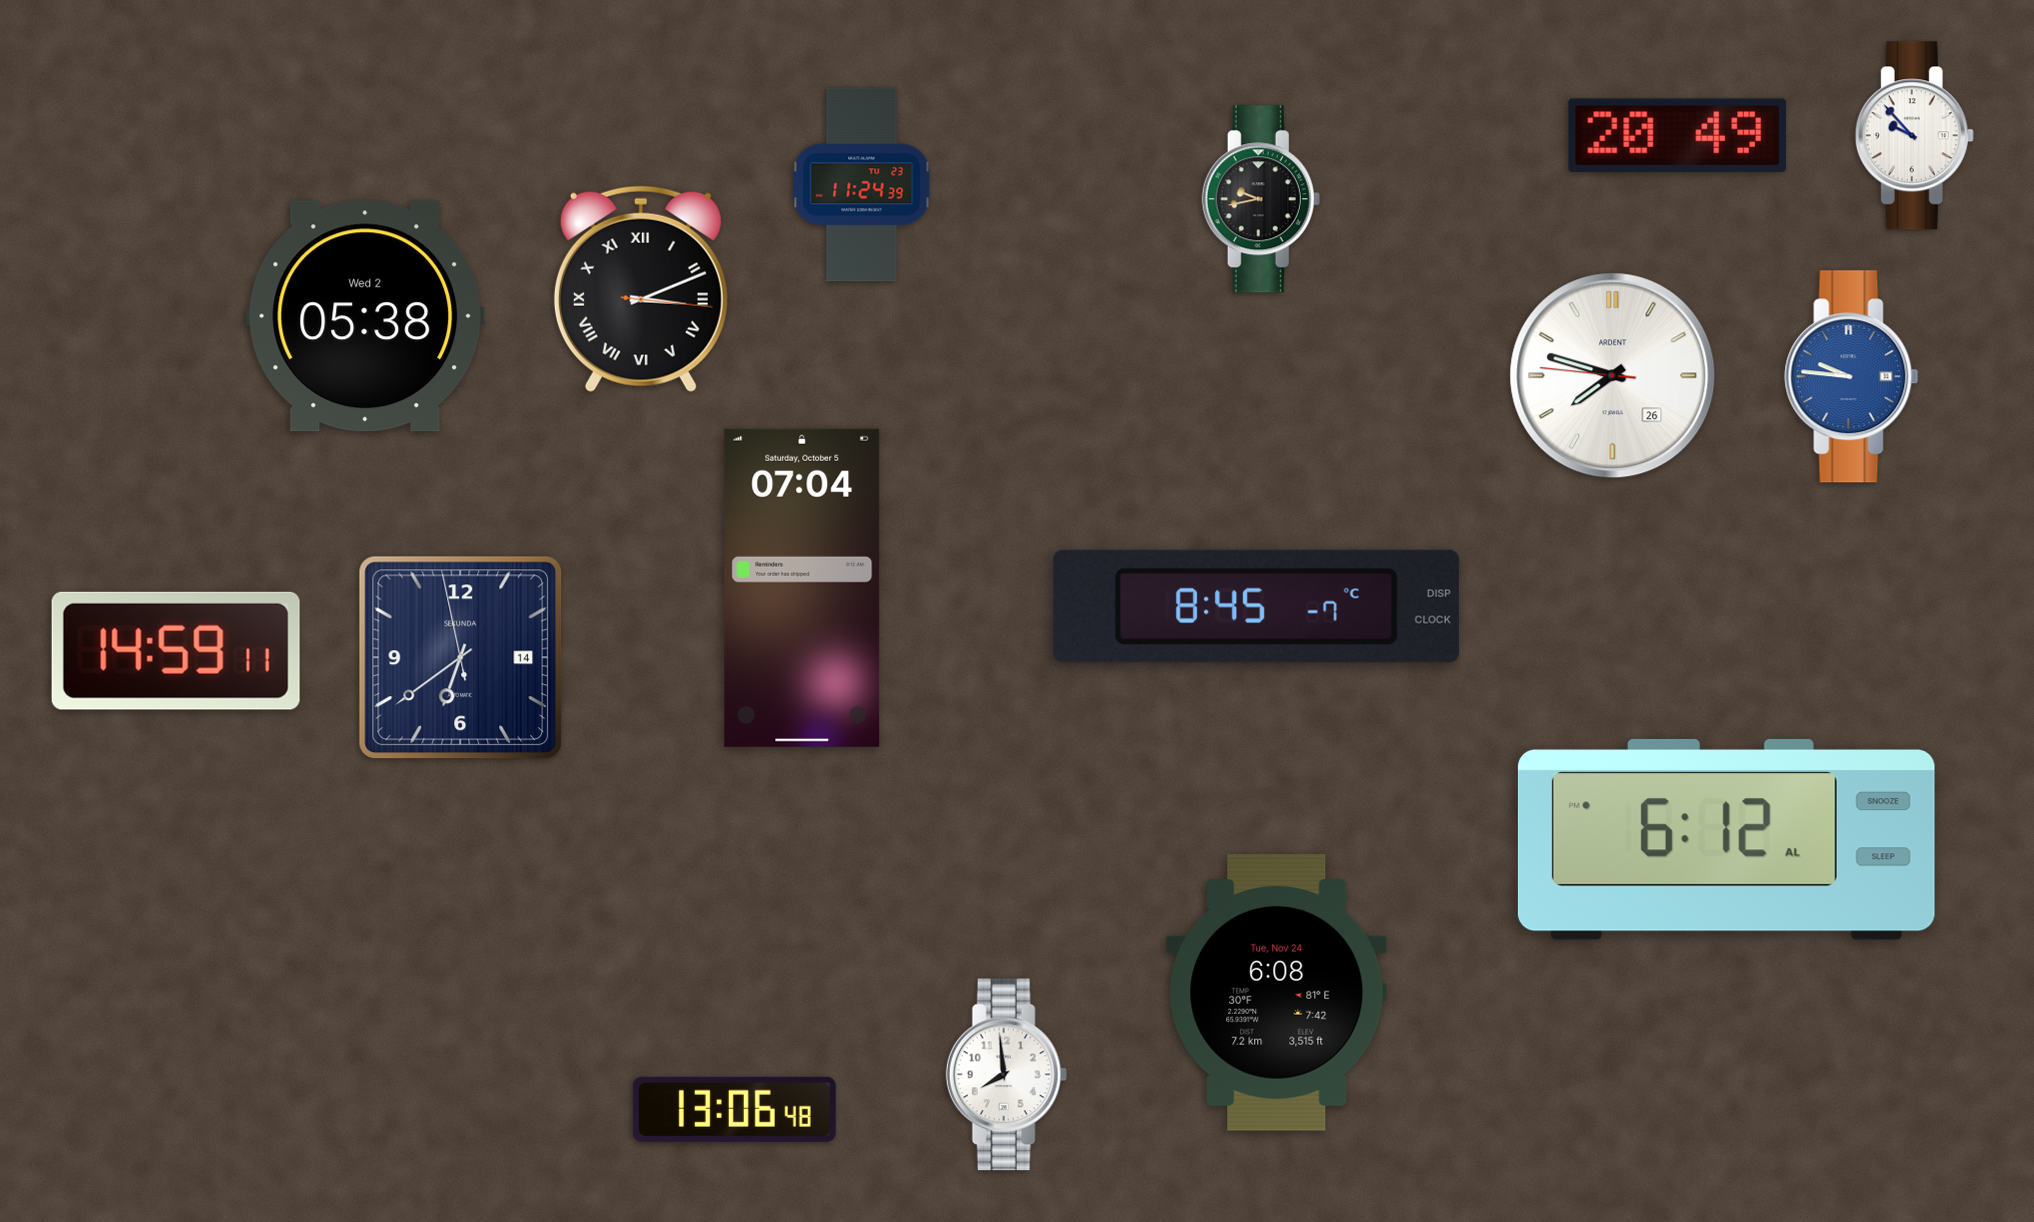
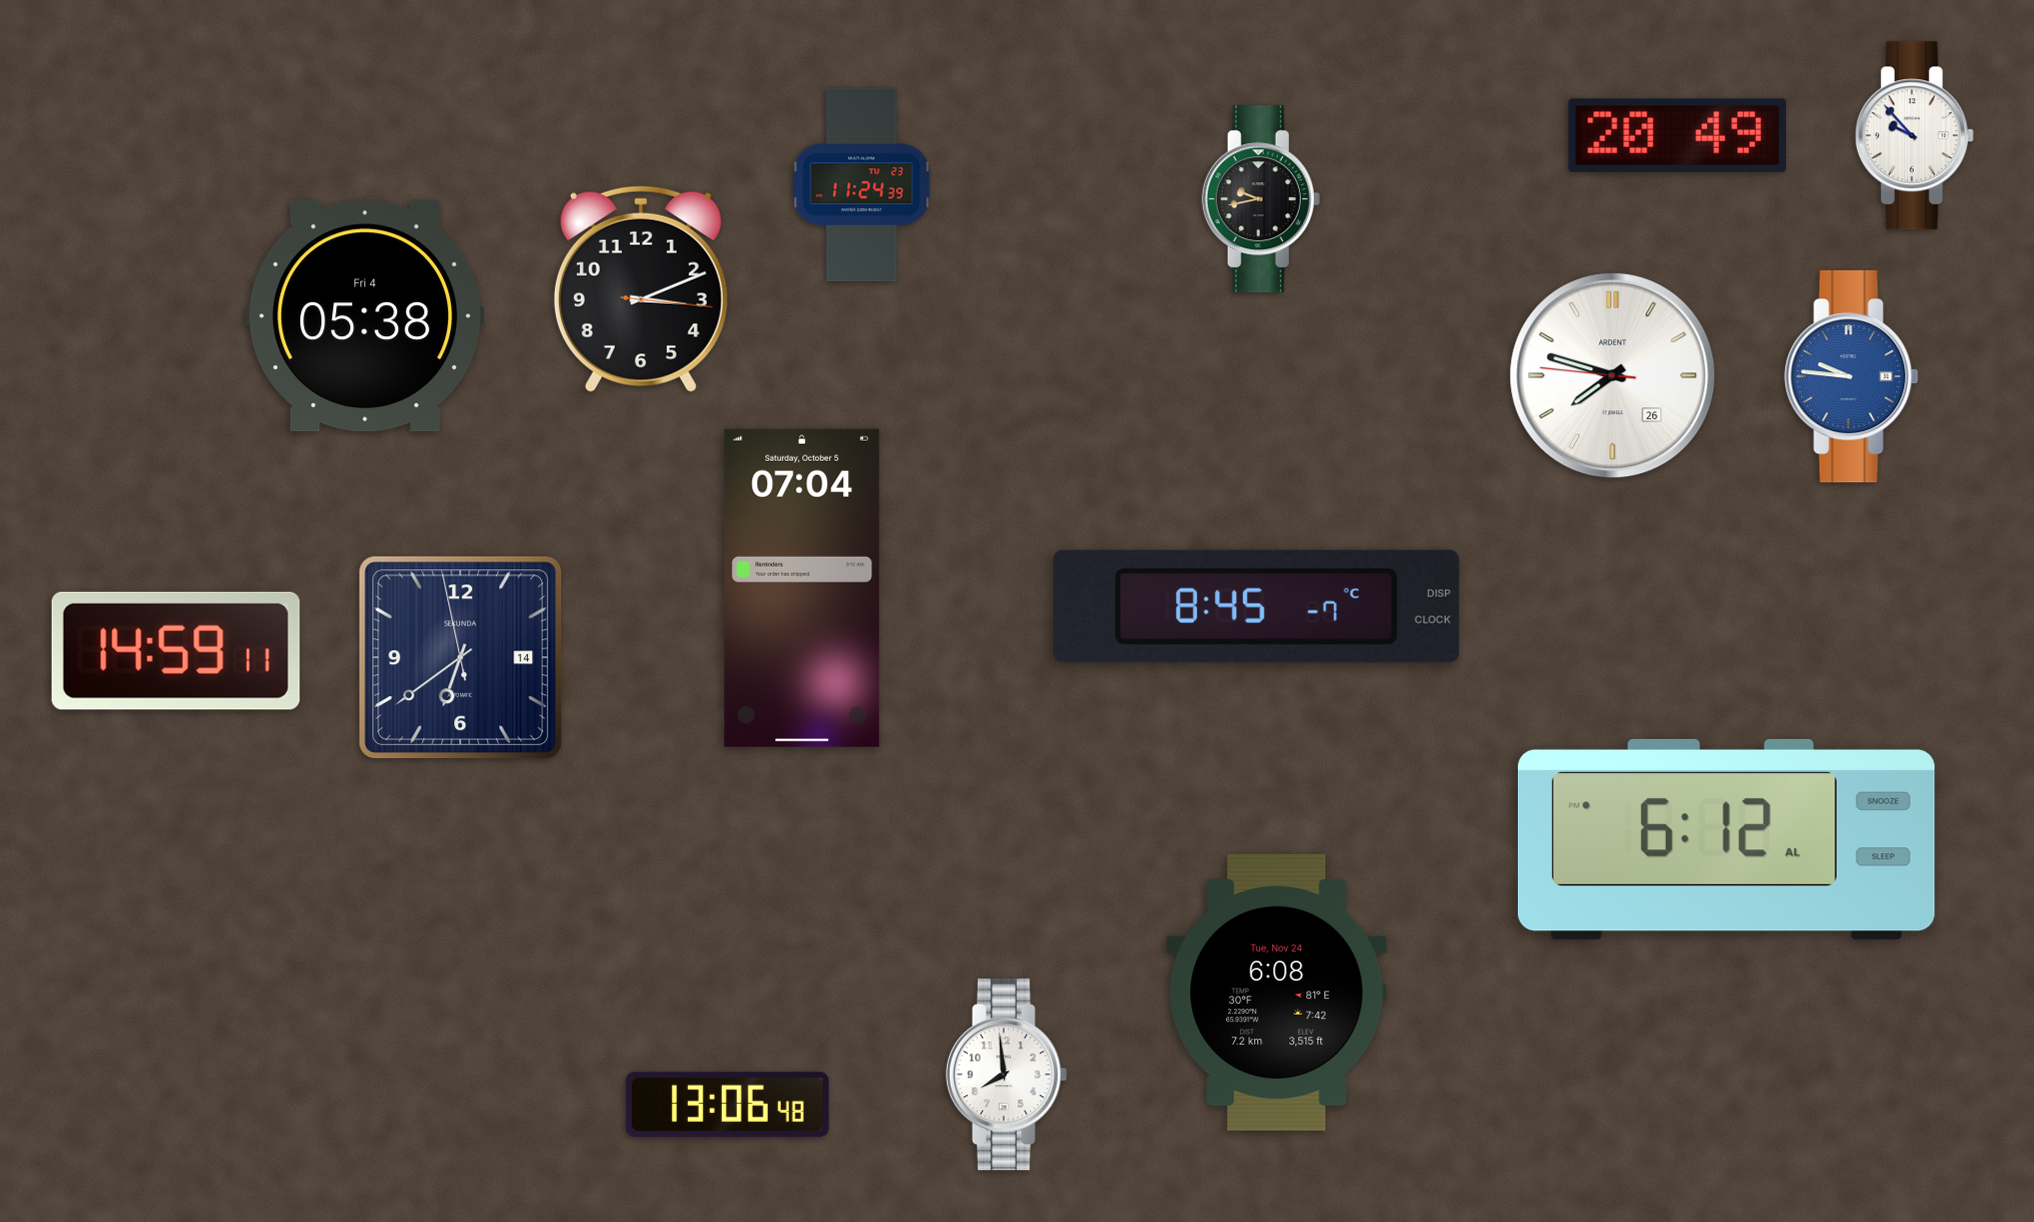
clock at (641, 289) numerals: Roman -> Arabic
clock at (365, 316) date: Wed 2 -> Fri 4
clock at (734, 1109) position: (734, 1109) -> (727, 1104)
